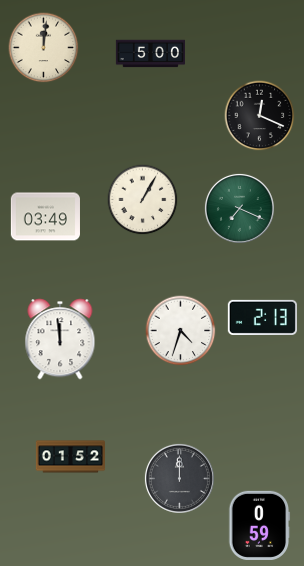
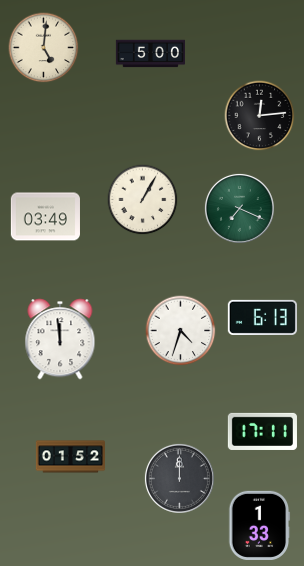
clock at (44, 48): 12:01 -> 5:01
clock at (260, 116): 12:19 -> 12:14
clock at (262, 317): 2:13 -> 6:13
clock at (262, 431): none -> 17:11
clock at (260, 525): 0:59 -> 1:33
